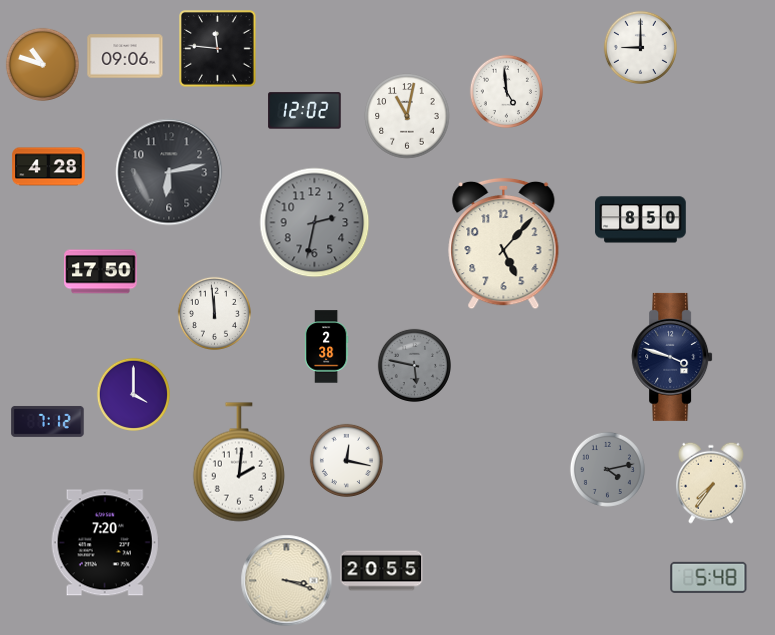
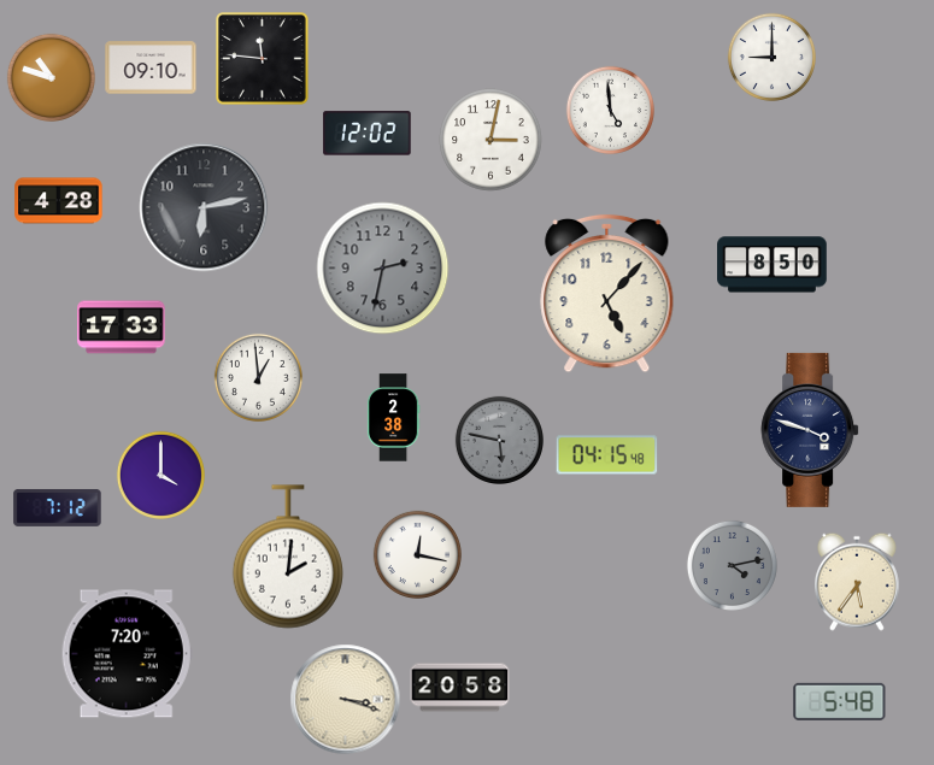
clock at (125, 56): 09:06 -> 09:10
clock at (407, 116): 11:02 -> 3:02
clock at (315, 223) position: (315, 223) -> (383, 269)
clock at (101, 272): 17:50 -> 17:33
clock at (214, 313): 11:59 -> 12:59
clock at (607, 455): none -> 04:15
clock at (712, 483): 7:36 -> 5:36
clock at (382, 571): 20:55 -> 20:58
clock at (709, 577) position: (709, 577) -> (840, 701)
